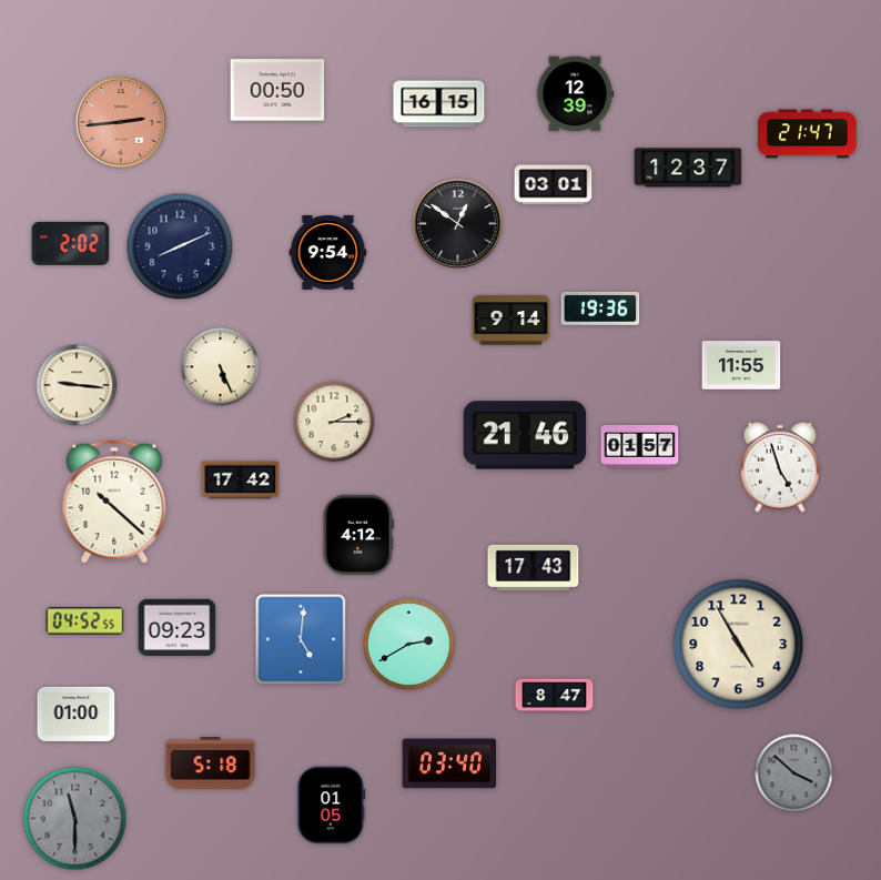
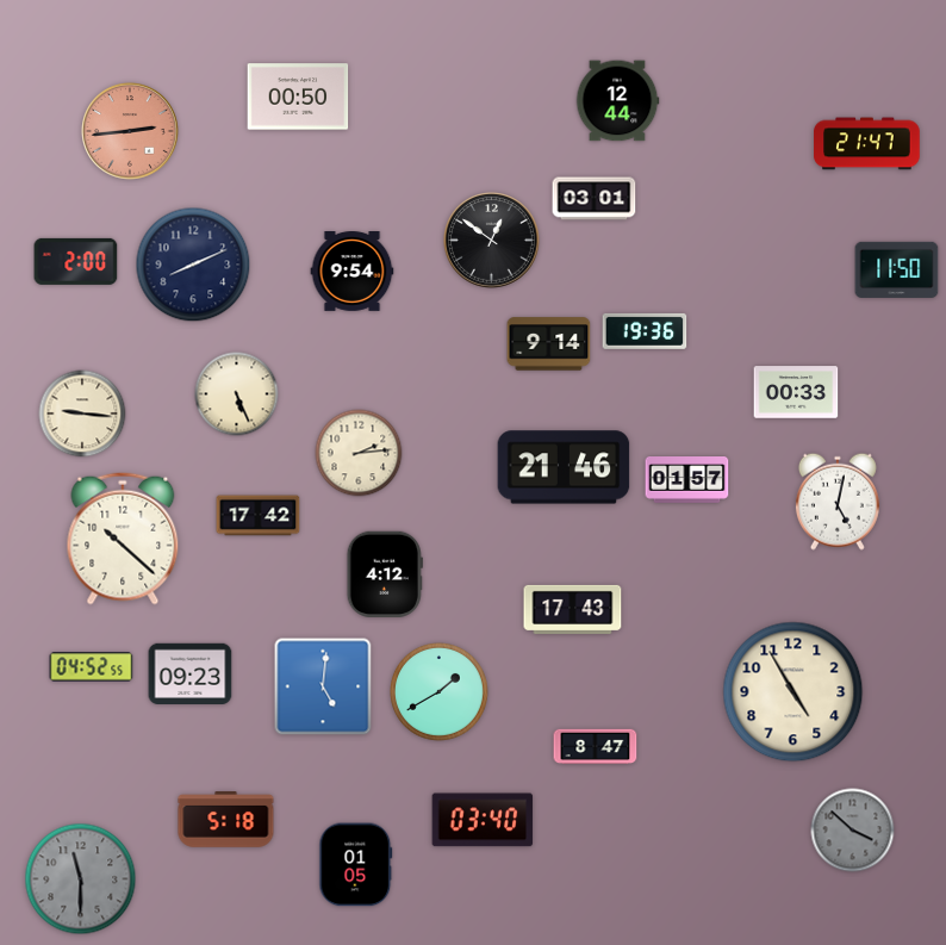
clock at (575, 94): 12:39 -> 12:44
clock at (439, 104): 16:15 -> none
clock at (688, 168): 12:37 -> none
clock at (71, 243): 2:02 -> 2:00
clock at (897, 269): none -> 11:50
clock at (741, 365): 11:55 -> 00:33
clock at (334, 422): 2:15 -> 2:14
clock at (780, 467): 4:57 -> 5:02
clock at (409, 645): 2:40 -> 1:40
clock at (77, 714): 01:00 -> none
